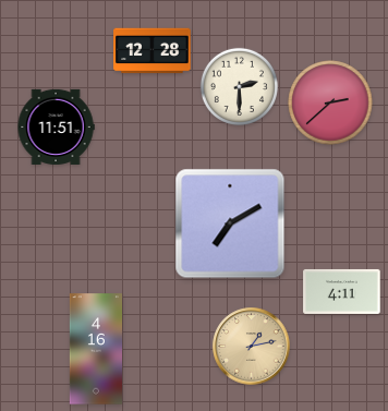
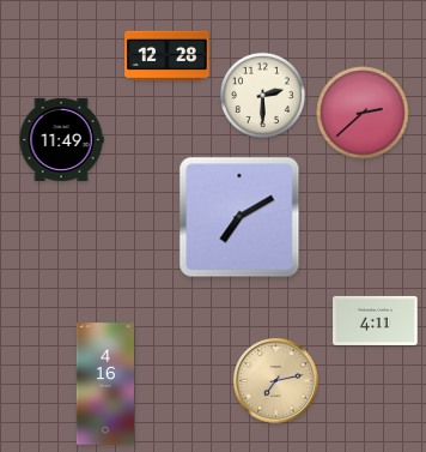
clock at (56, 126): 11:51 -> 11:49
clock at (230, 223) position: (230, 223) -> (239, 217)
clock at (252, 347): 1:13 -> 7:13
